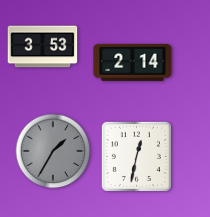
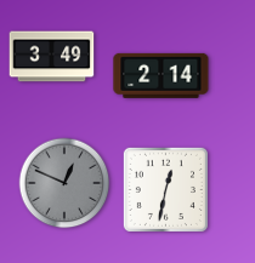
clock at (43, 47): 3:53 -> 3:49
clock at (53, 151): 1:35 -> 12:49
